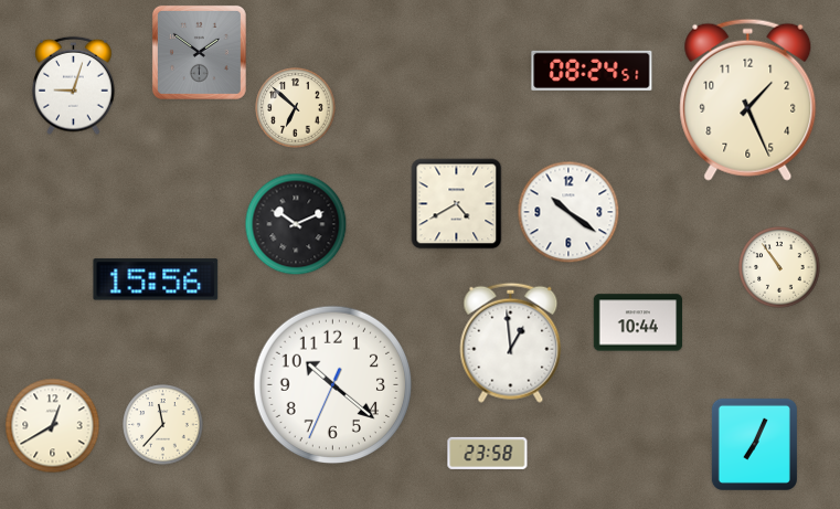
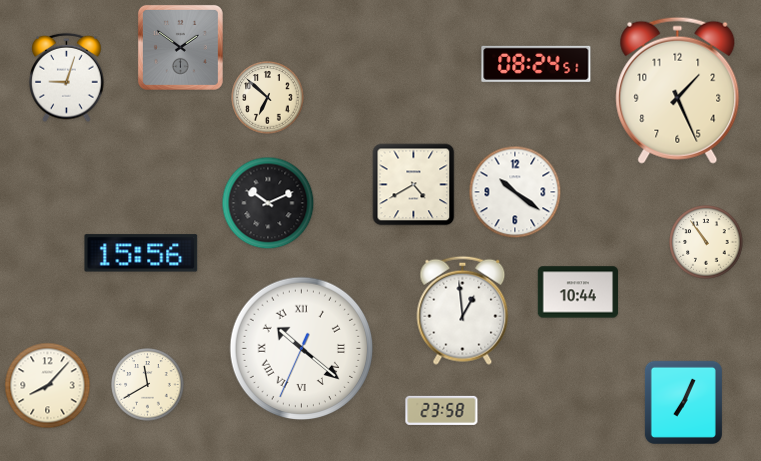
clock at (333, 385) numerals: Arabic -> Roman
clock at (163, 425): 11:37 -> 11:40
clock at (53, 426): 12:40 -> 8:07
